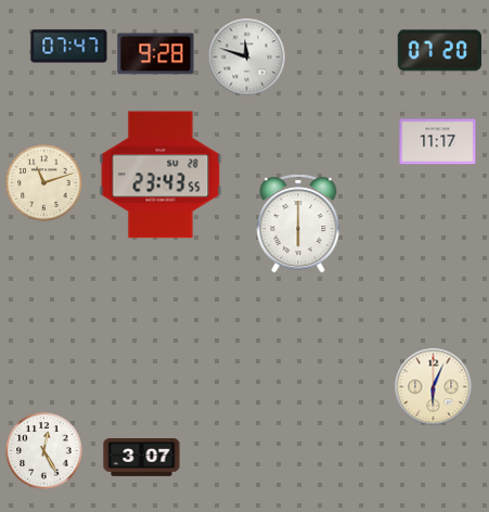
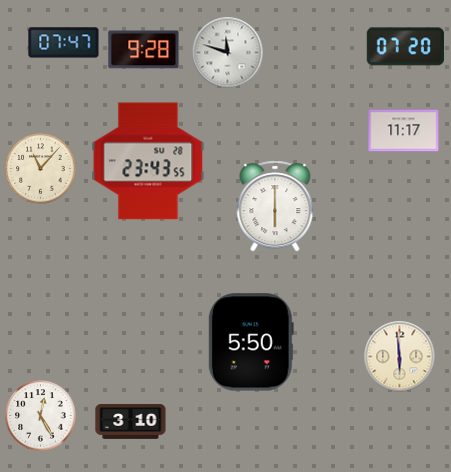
clock at (44, 183): 11:12 -> 11:07
clock at (251, 342): none -> 5:50
clock at (434, 387): 6:04 -> 5:59
clock at (142, 458): 3:07 -> 3:10
